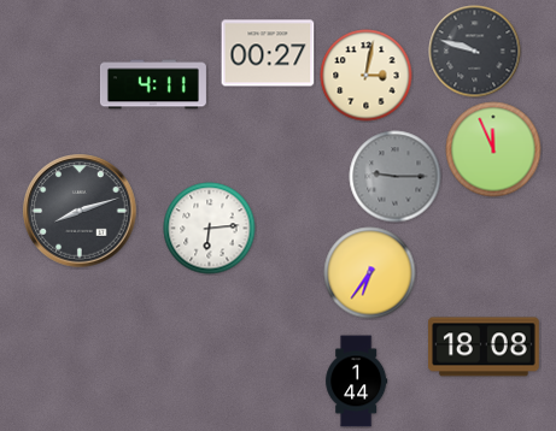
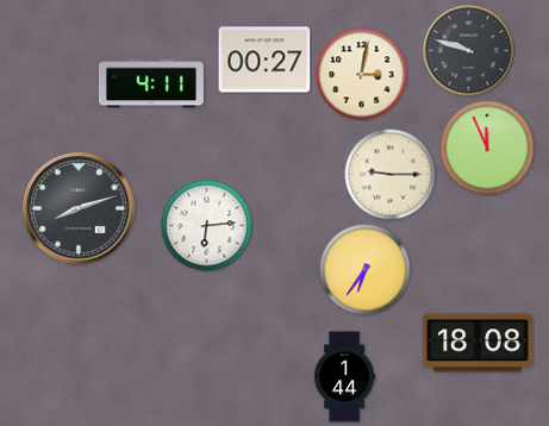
clock at (268, 53) position: (268, 53) -> (264, 59)
clock at (396, 177) dial: grey -> cream
clock at (357, 382) position: (357, 382) -> (345, 377)
